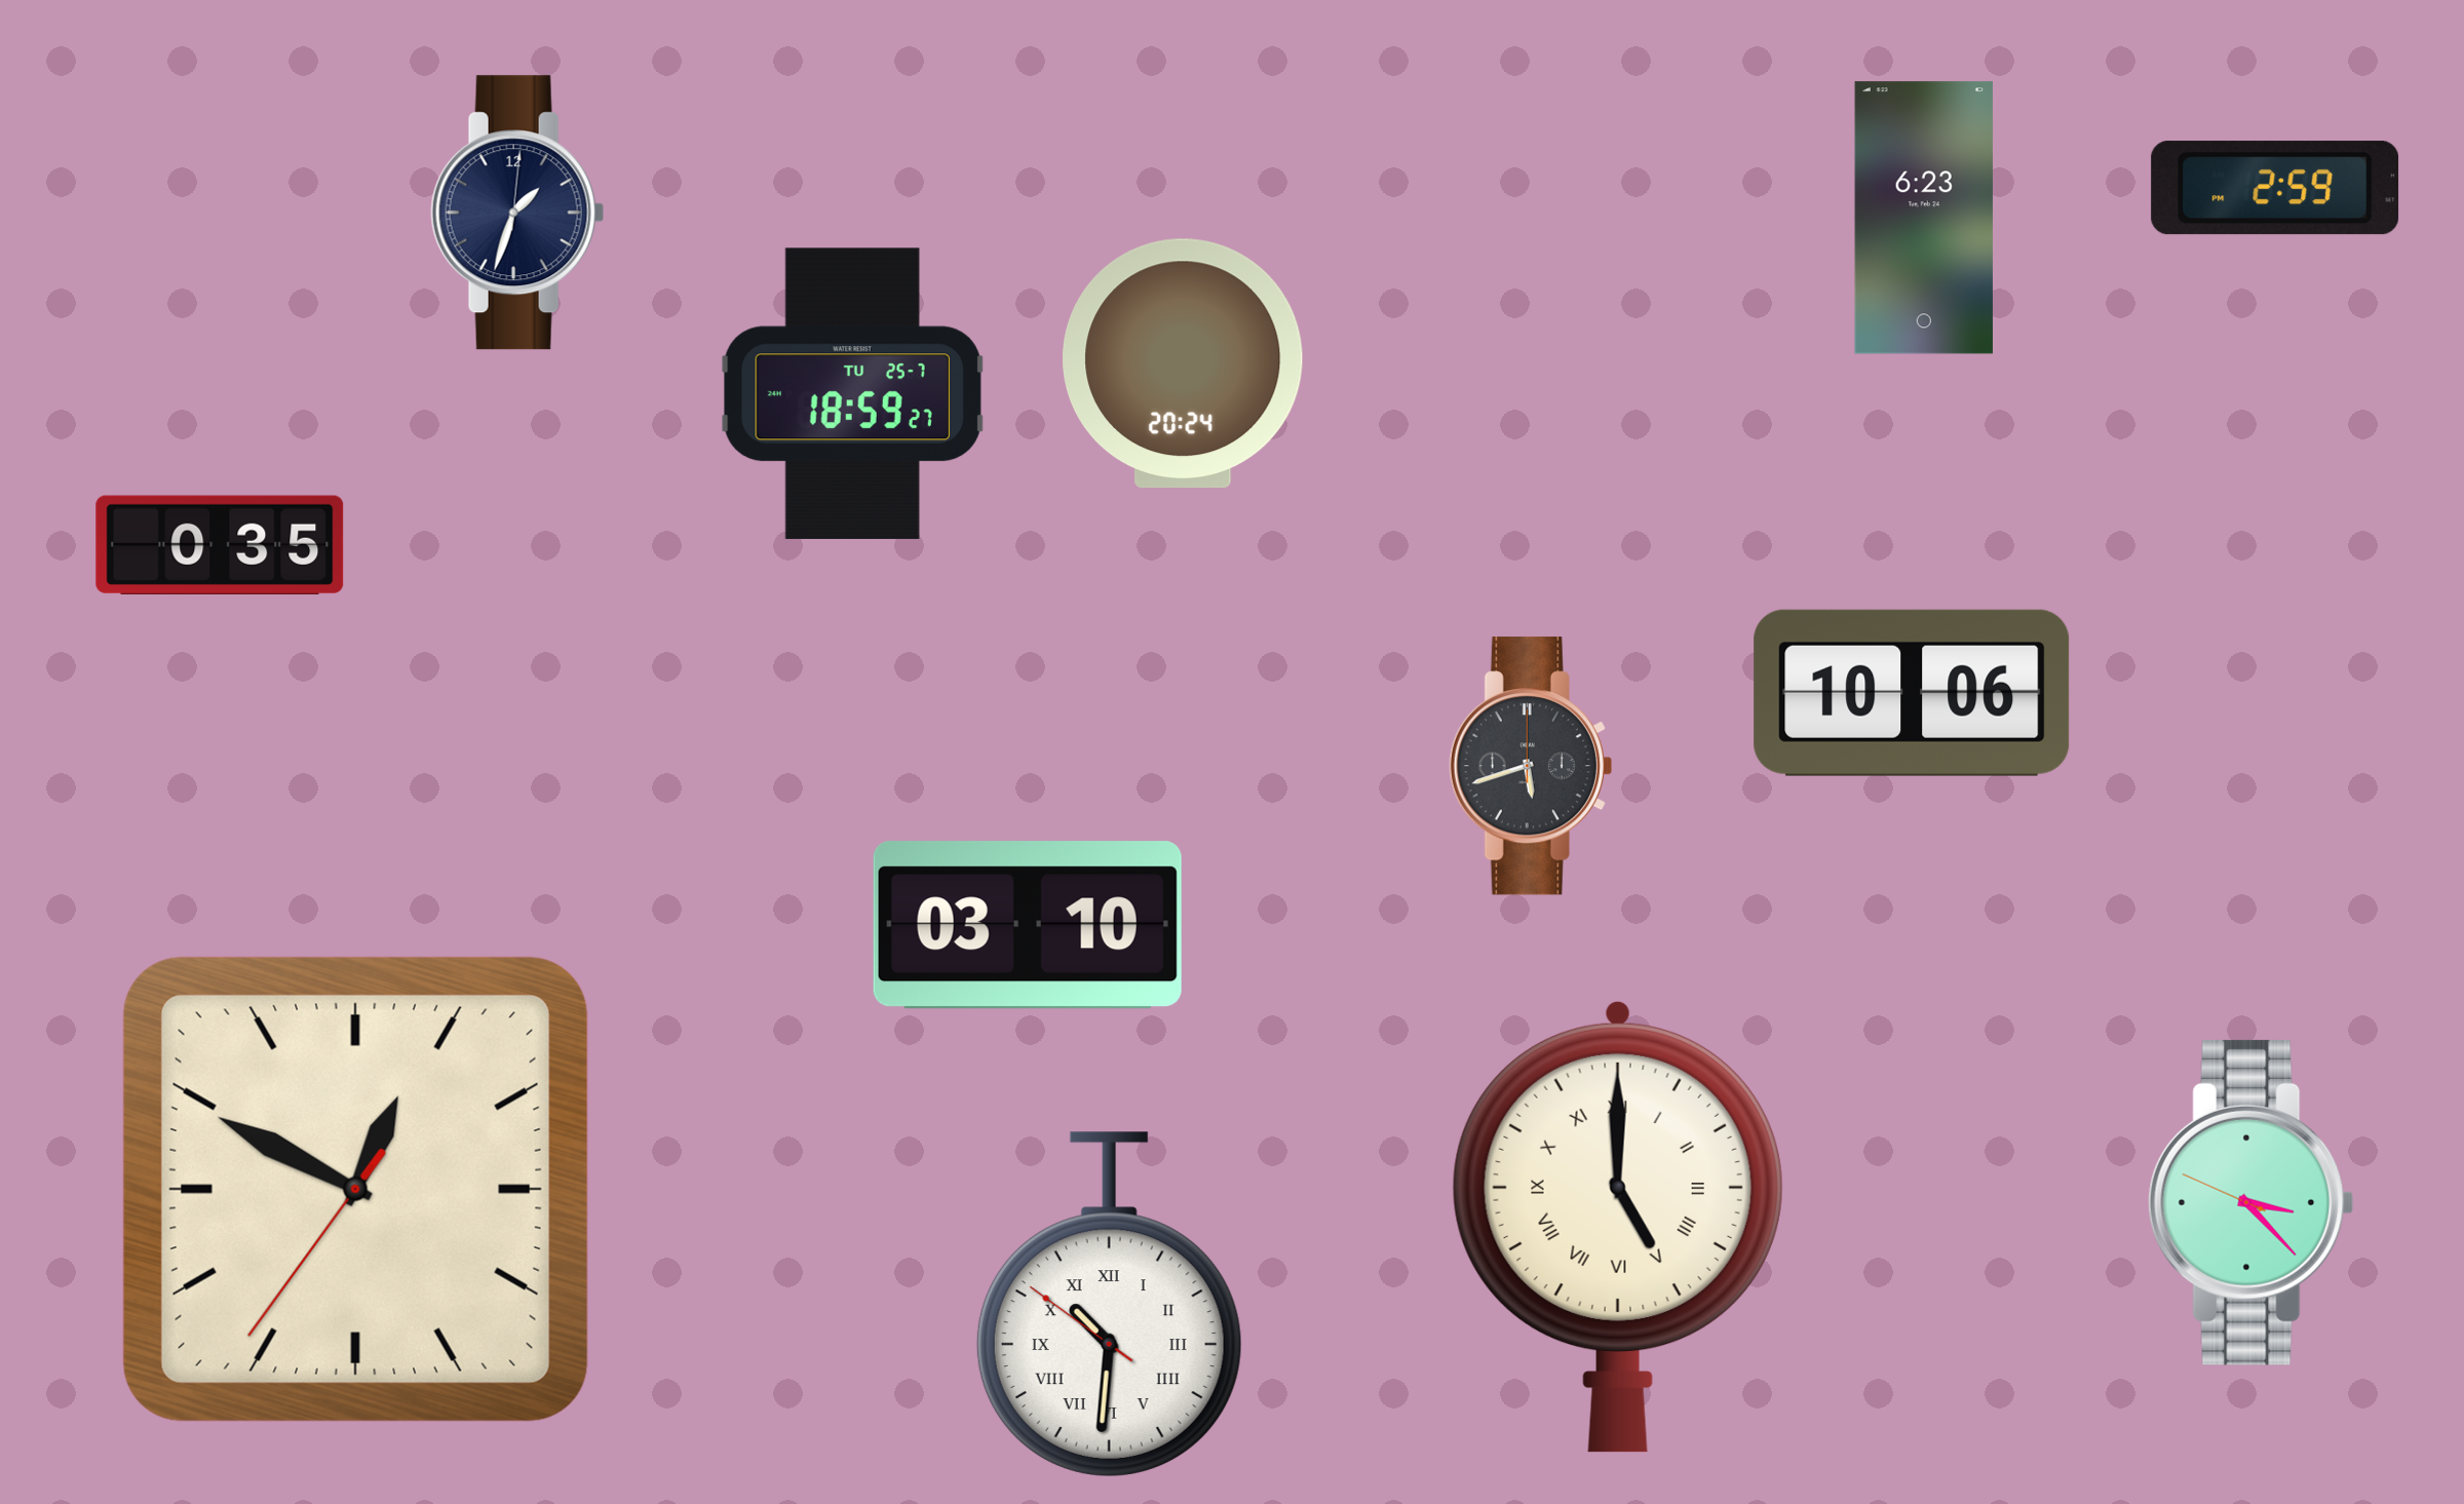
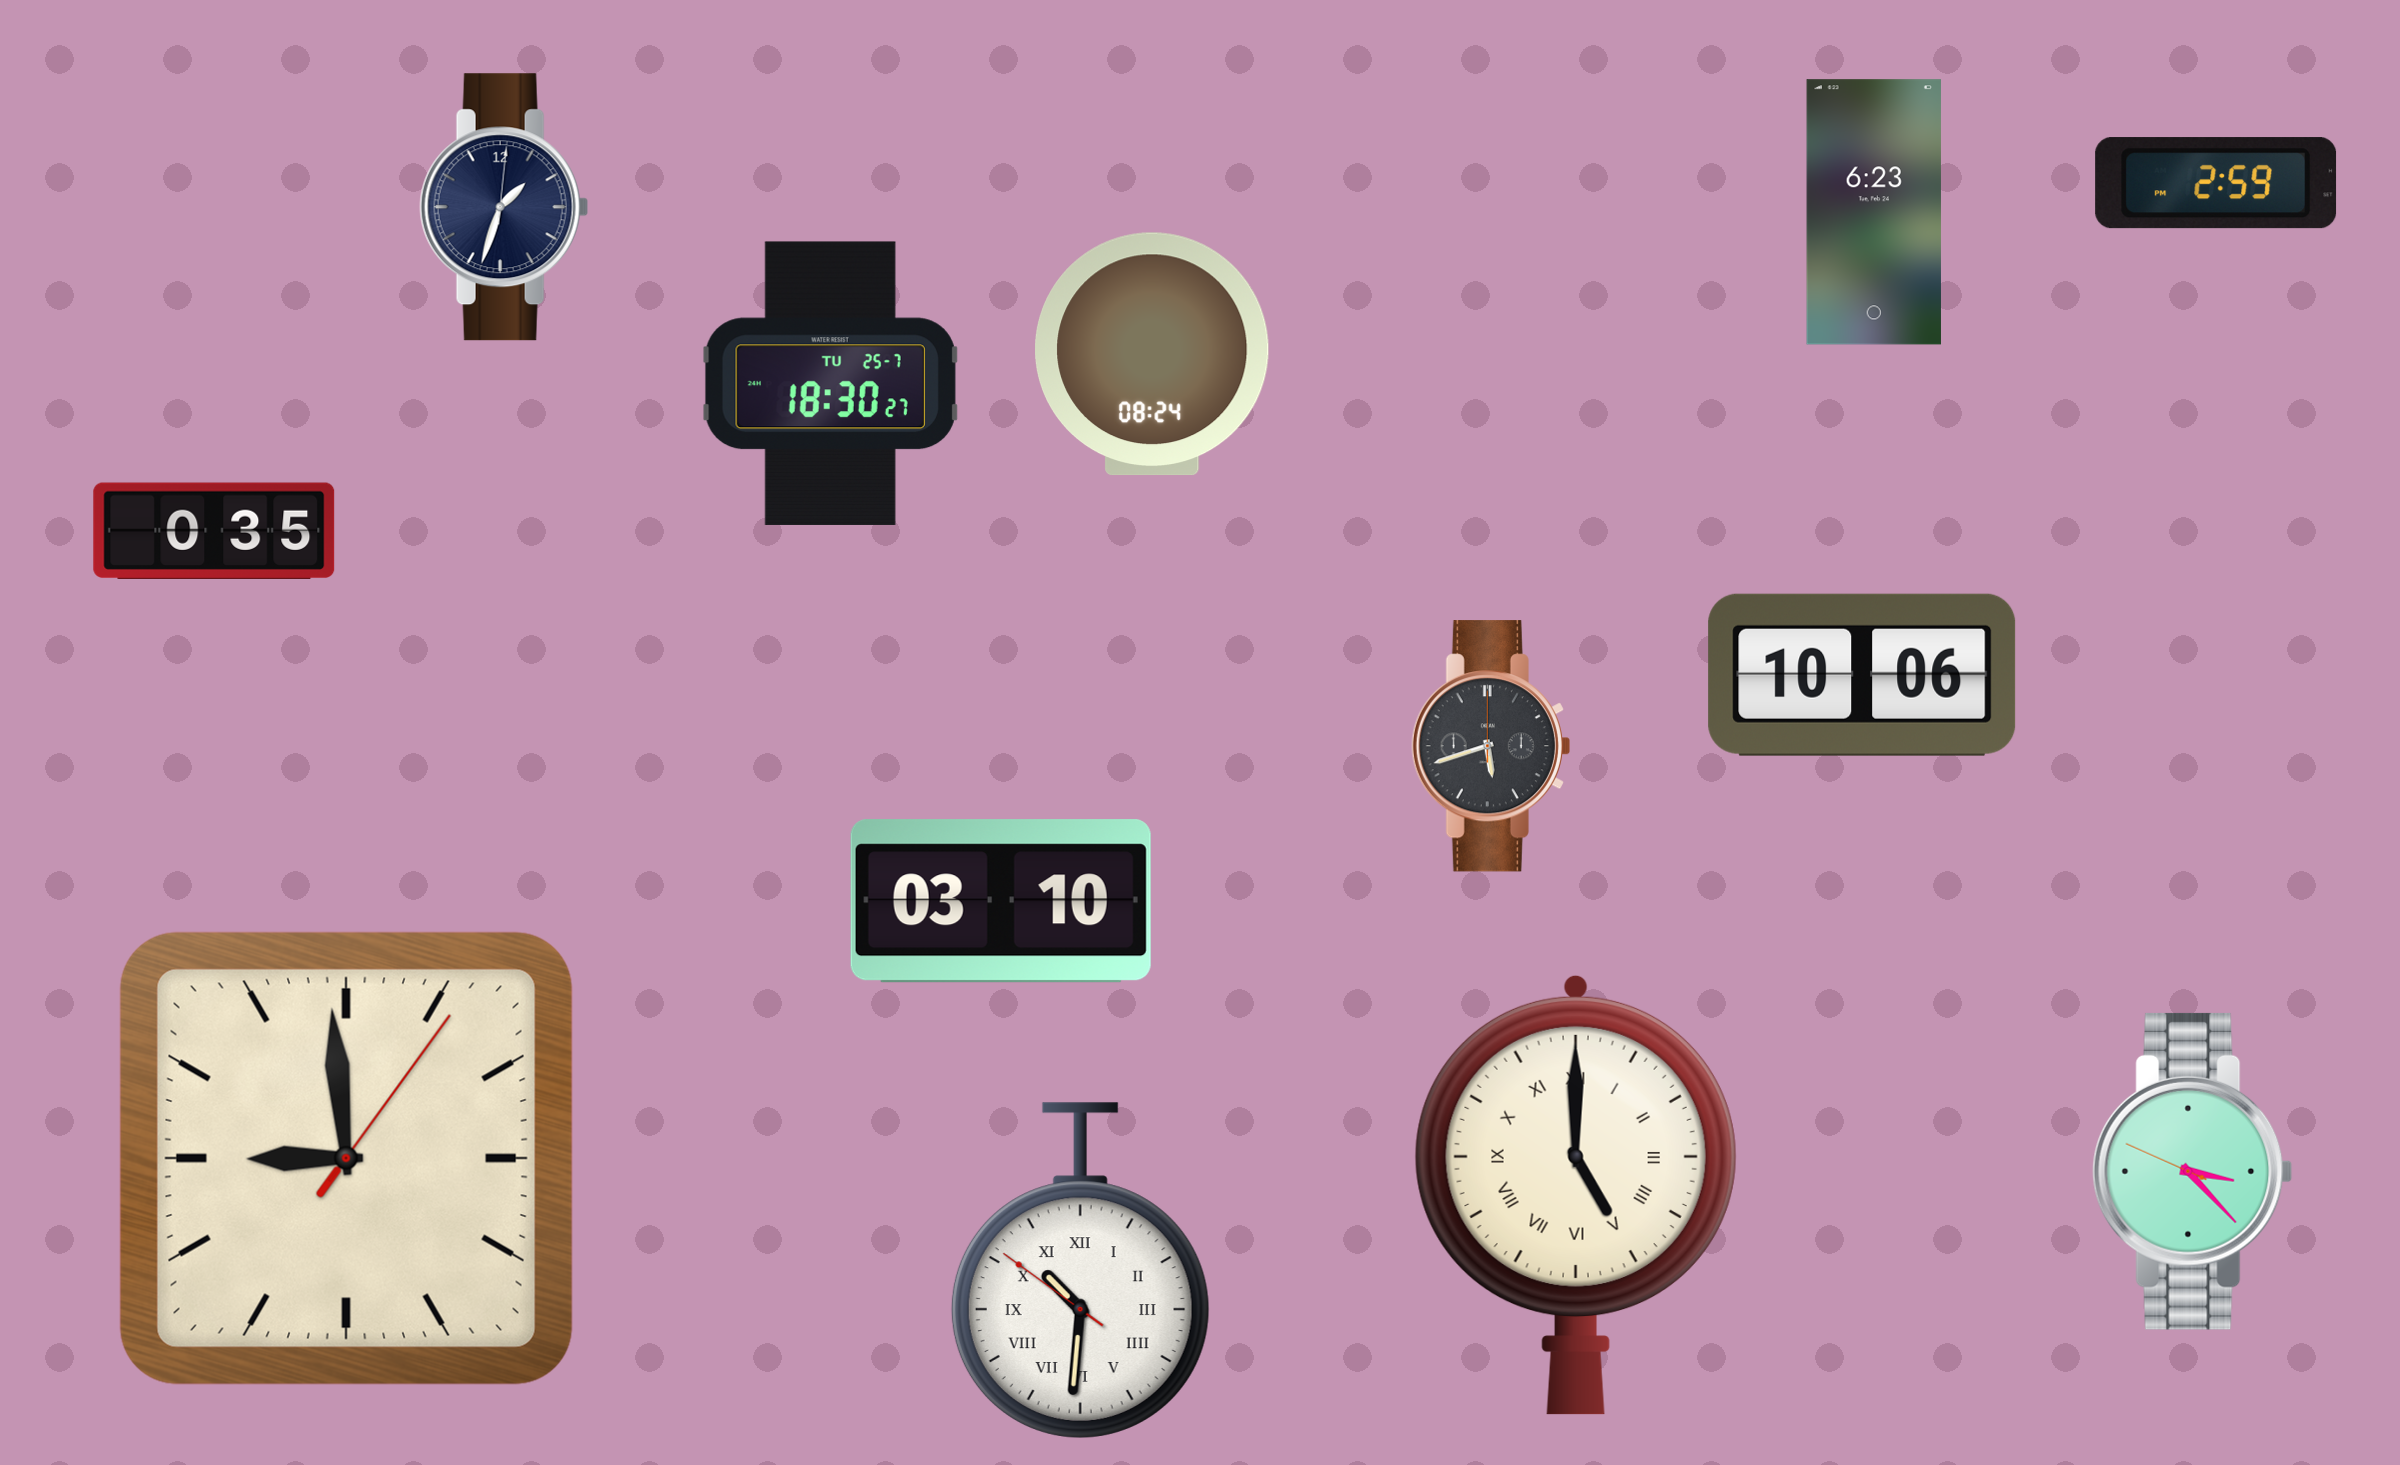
clock at (1183, 363): 20:24 -> 08:24
clock at (852, 393): 18:59 -> 18:30
clock at (355, 1189): 12:49 -> 8:59
